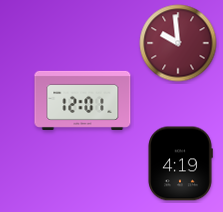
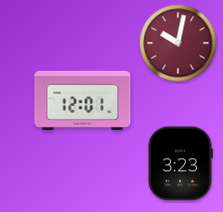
clock at (178, 43): 9:59 -> 10:02
clock at (180, 164): 4:19 -> 3:23
